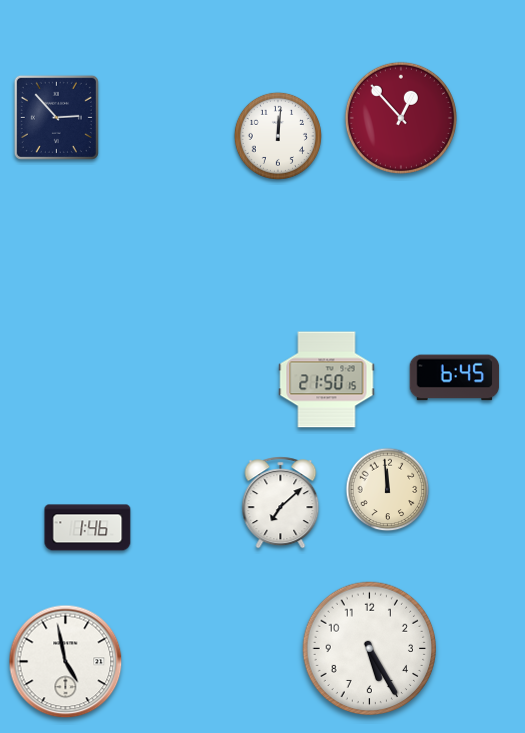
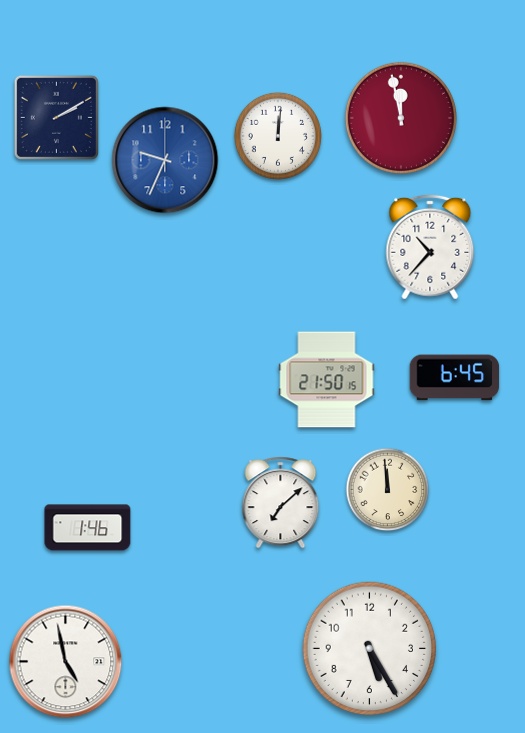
clock at (56, 117): 2:53 -> 2:10
clock at (401, 118): 12:53 -> 11:58
clock at (165, 160): none -> 9:34
clock at (430, 247): none -> 10:37
